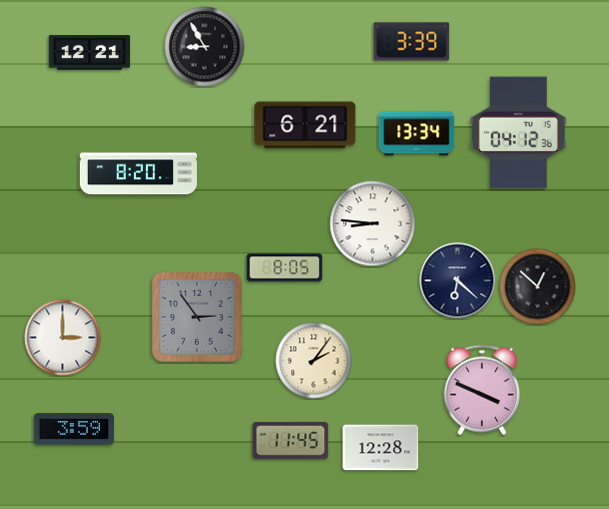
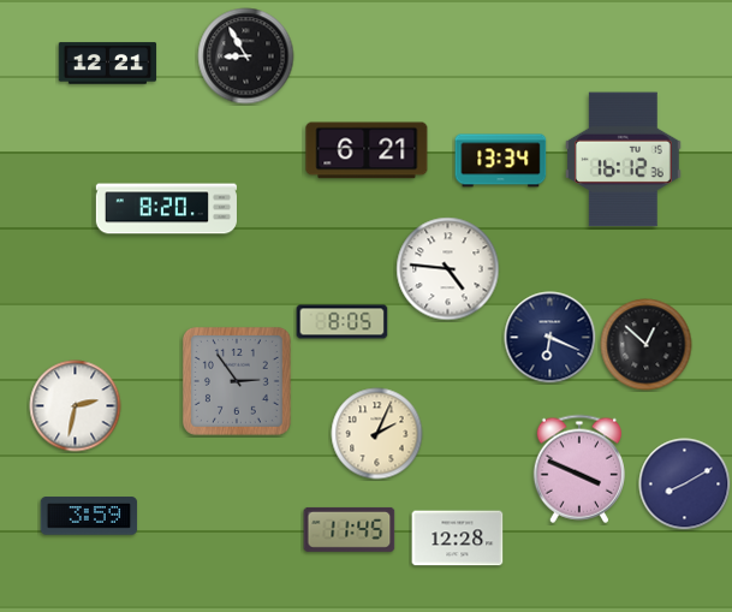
clock at (412, 42): 3:39 -> none
clock at (518, 133): 04:12 -> 16:12
clock at (373, 224): 8:46 -> 4:46
clock at (458, 281): 6:22 -> 6:19
clock at (63, 338): 3:00 -> 2:32
clock at (314, 361): 2:06 -> 2:04
clock at (685, 485): none -> 8:10
